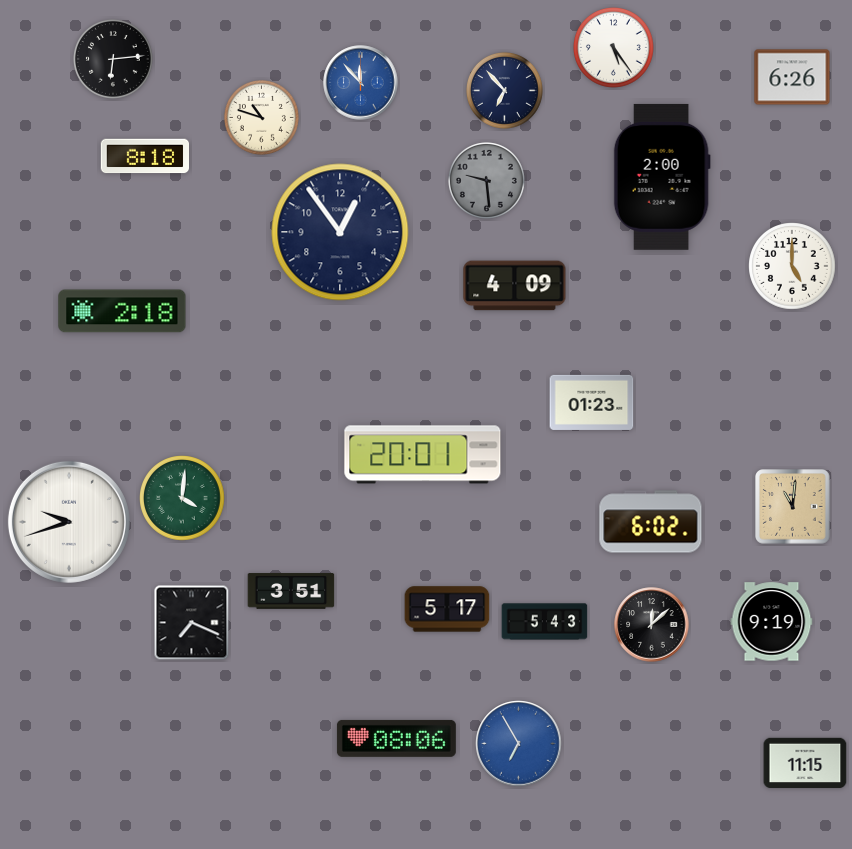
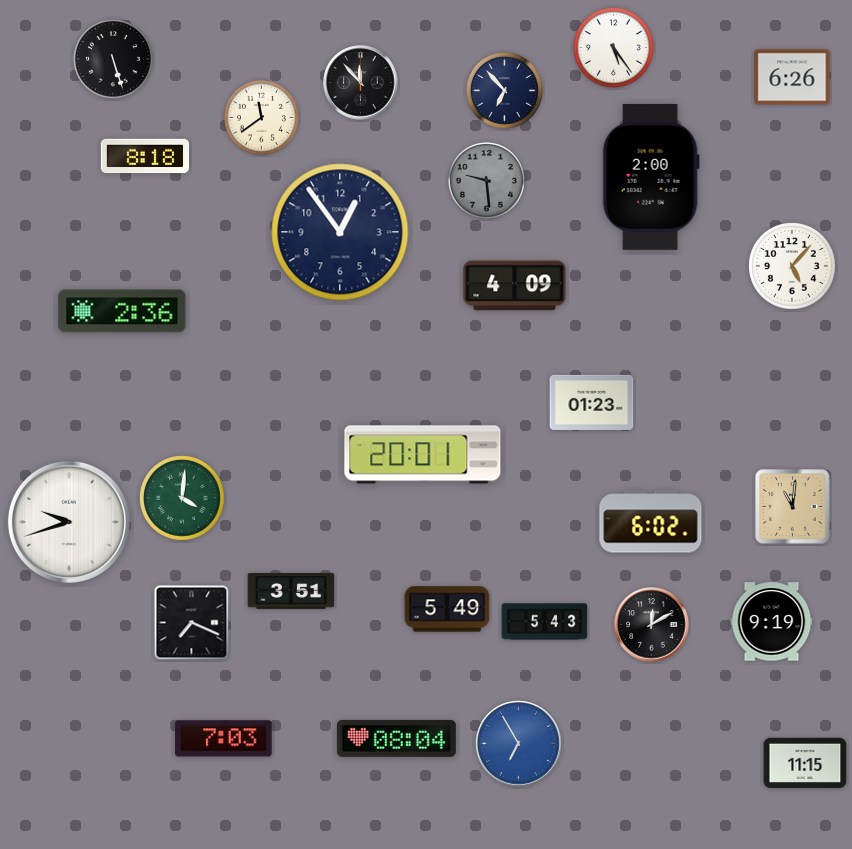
clock at (113, 59): 6:14 -> 5:27
clock at (361, 83) dial: blue -> black
clock at (261, 117): 10:48 -> 11:39
clock at (662, 177) position: (662, 177) -> (651, 177)
clock at (792, 266): 5:00 -> 5:07
clock at (122, 311): 2:18 -> 2:36
clock at (447, 609): 5:17 -> 5:49
clock at (652, 625): 12:08 -> 12:10
clock at (396, 738): 08:06 -> 08:04
clock at (224, 739): none -> 7:03
